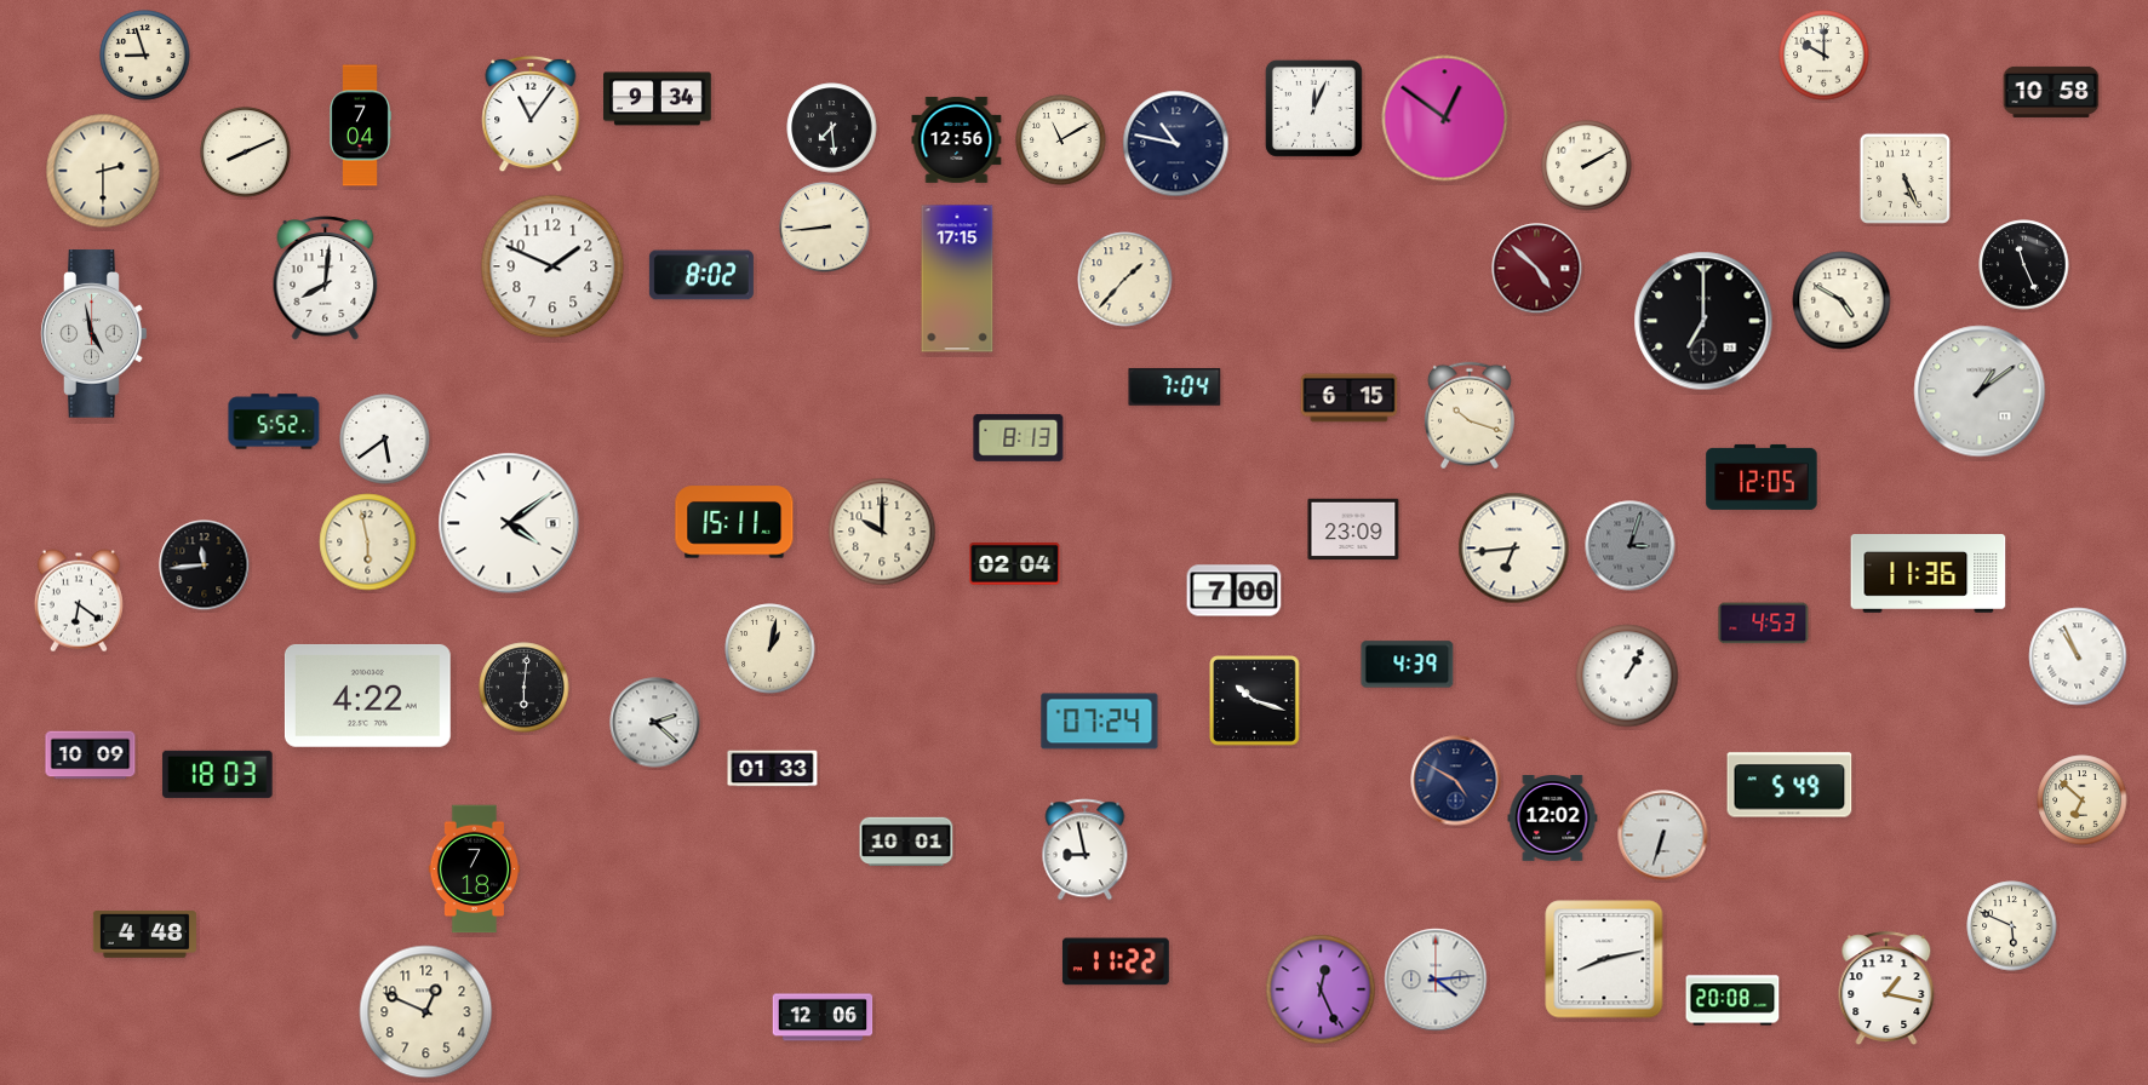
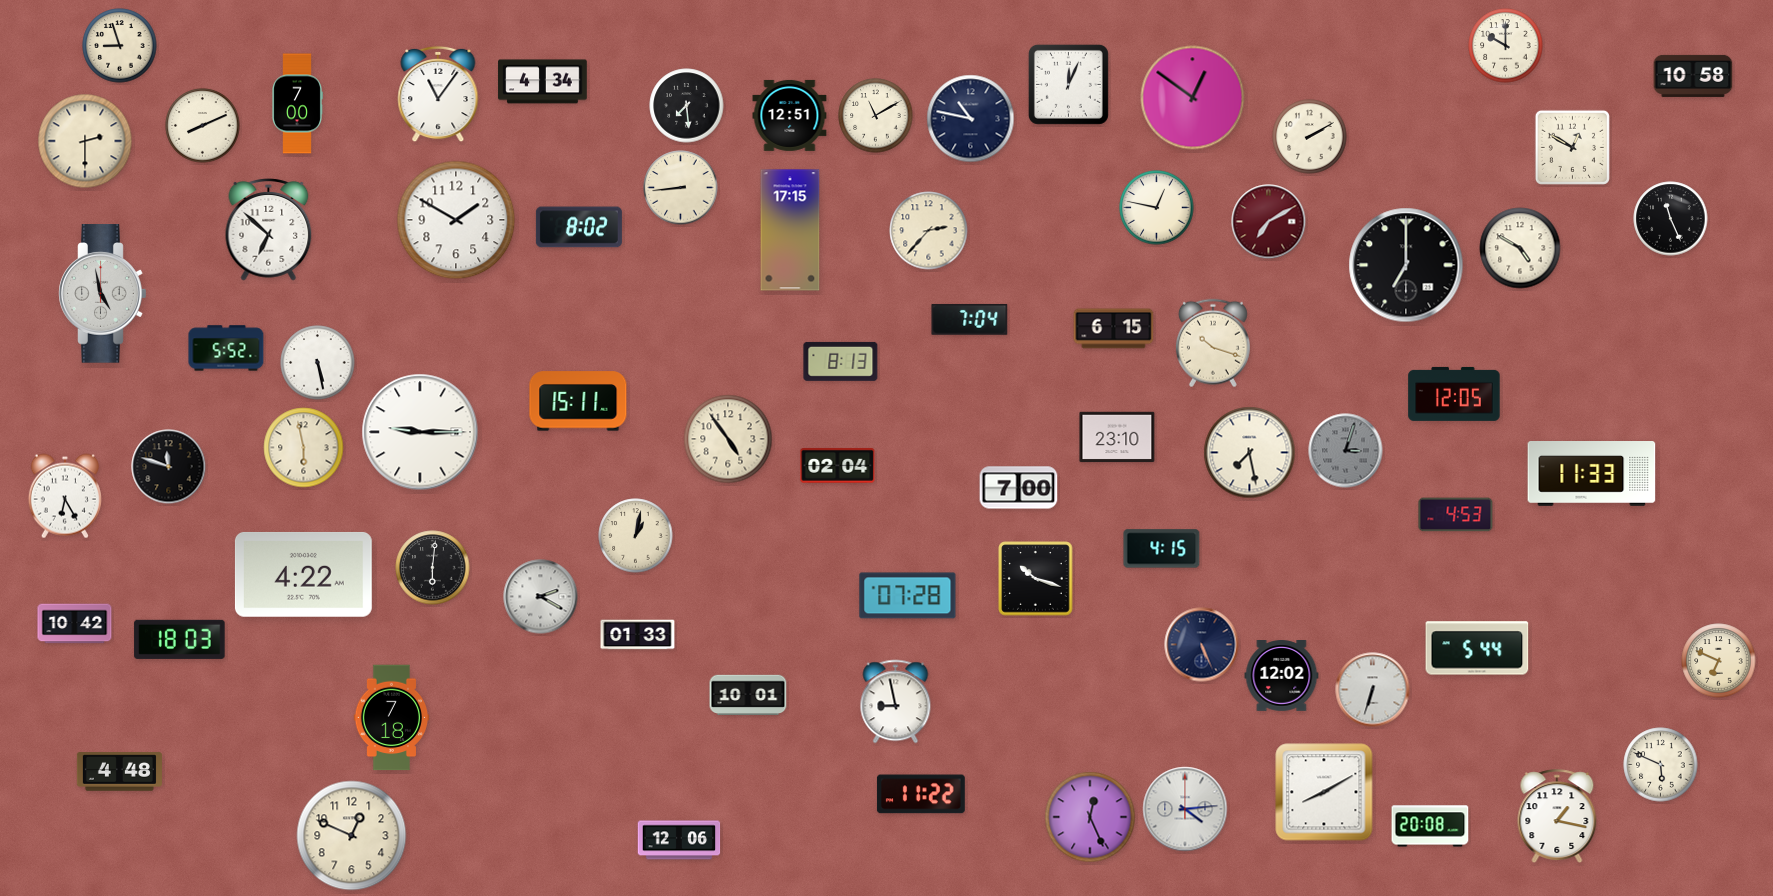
clock at (658, 99): 9:34 -> 4:34
clock at (1313, 108) position: (1313, 108) -> (1068, 84)
clock at (360, 126): 7:04 -> 7:00
clock at (957, 139): 12:56 -> 12:51
clock at (1904, 178): 5:26 -> 12:50
clock at (1157, 208): none -> 12:47
clock at (552, 266): 1:49 -> 1:50
clock at (1537, 269): 4:52 -> 7:10
clock at (326, 279): 8:01 -> 6:52
clock at (1125, 280): 1:37 -> 2:37
clock at (94, 334) position: (94, 334) -> (103, 294)
clock at (1980, 391): 1:09 -> none
clock at (385, 440): 5:39 -> 5:28
clock at (734, 522) position: (734, 522) -> (578, 401)
clock at (509, 523): 4:09 -> 9:15
clock at (1353, 529): 23:09 -> 23:10
clock at (882, 532): 10:00 -> 4:54
clock at (1514, 549): 6:44 -> 7:28
clock at (205, 566): 11:44 -> 11:48
clock at (1929, 574): 11:36 -> 11:33
clock at (79, 601): 6:21 -> 6:25
clock at (2078, 656): 10:56 -> none
clock at (1408, 665): 4:39 -> 4:15
clock at (1627, 676): 1:05 -> none
clock at (1100, 722): 07:24 -> 07:28
clock at (655, 723): 2:22 -> 2:20
clock at (91, 756): 10:09 -> 10:42
clock at (1456, 781): 4:50 -> 5:26
clock at (1789, 785): 5:49 -> 5:44
clock at (2083, 800): 6:52 -> 6:49
clock at (1604, 959): 8:13 -> 8:10
